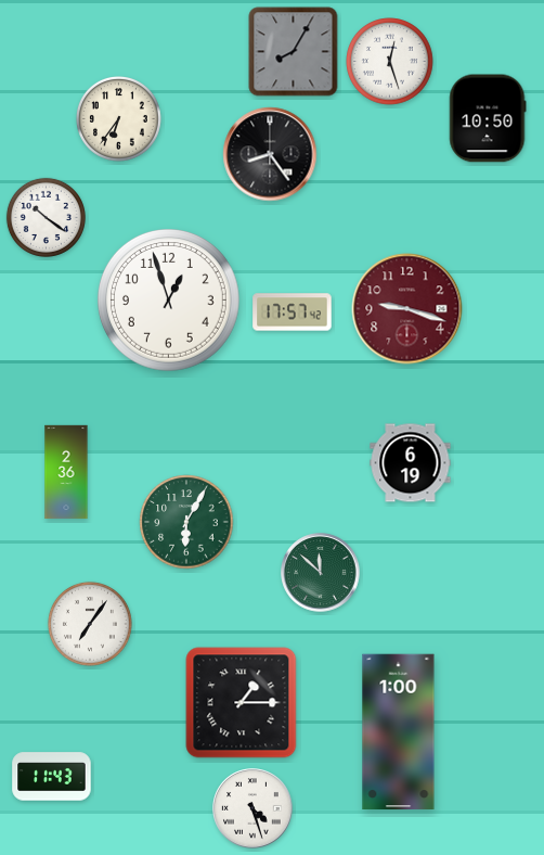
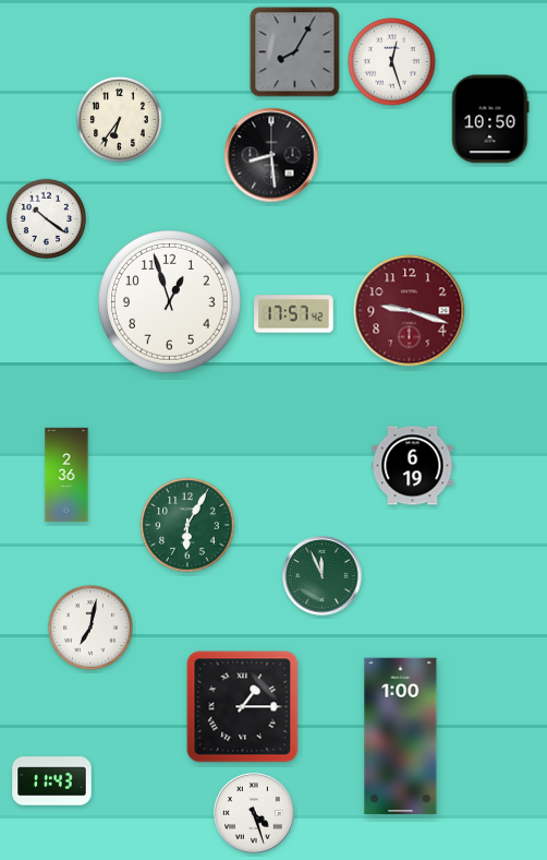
clock at (270, 154): 8:24 -> 8:29
clock at (321, 573): 11:52 -> 11:56
clock at (90, 624): 7:06 -> 7:02
